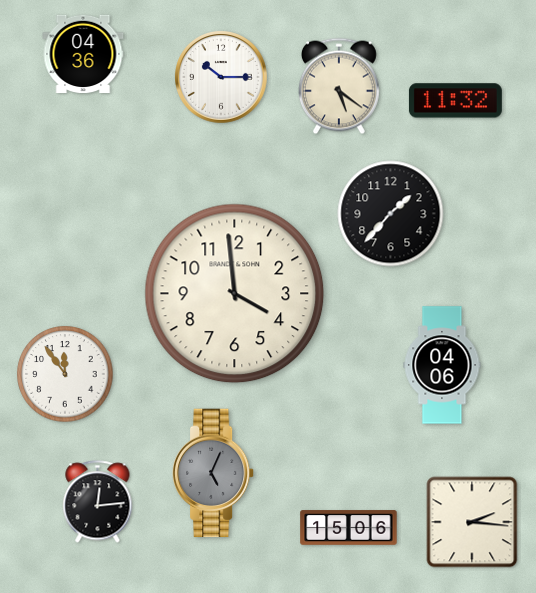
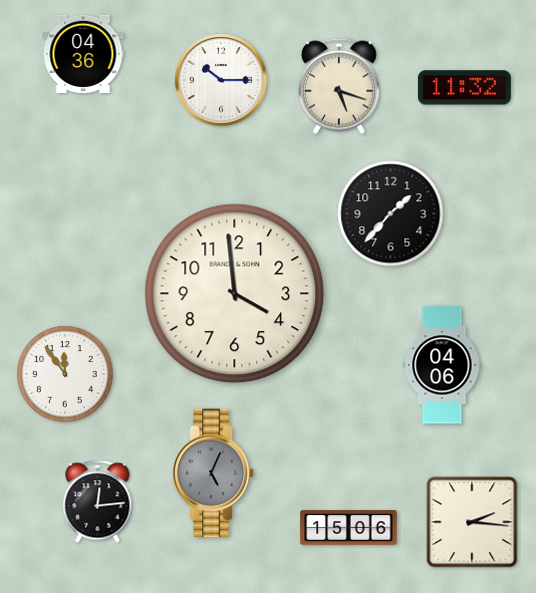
clock at (221, 77) position: (221, 77) -> (221, 80)
clock at (339, 86): 5:21 -> 5:18
clock at (455, 101) position: (455, 101) -> (464, 88)
